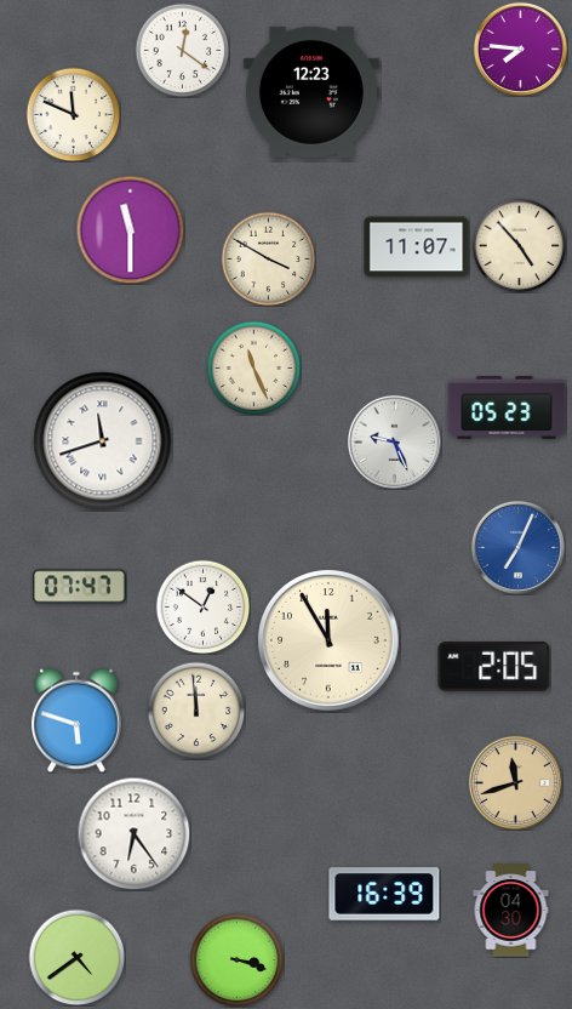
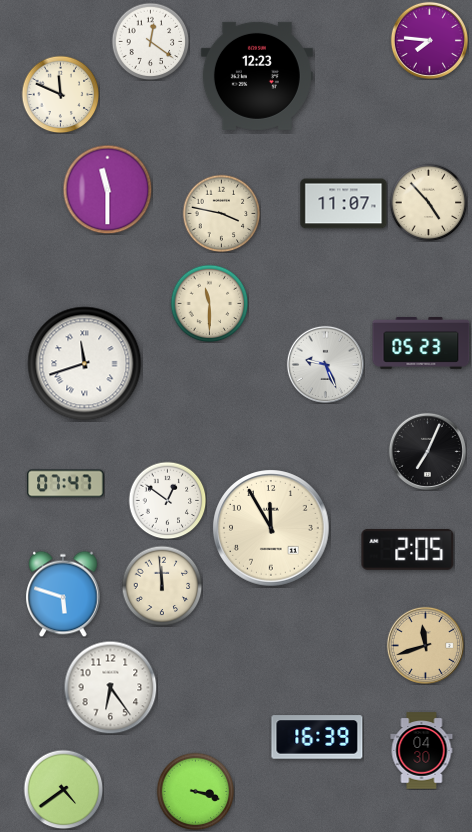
clock at (268, 258): 3:50 -> 3:47
clock at (253, 367): 11:26 -> 11:30
clock at (507, 409) position: (507, 409) -> (421, 344)
clock at (517, 547) dial: blue -> black
